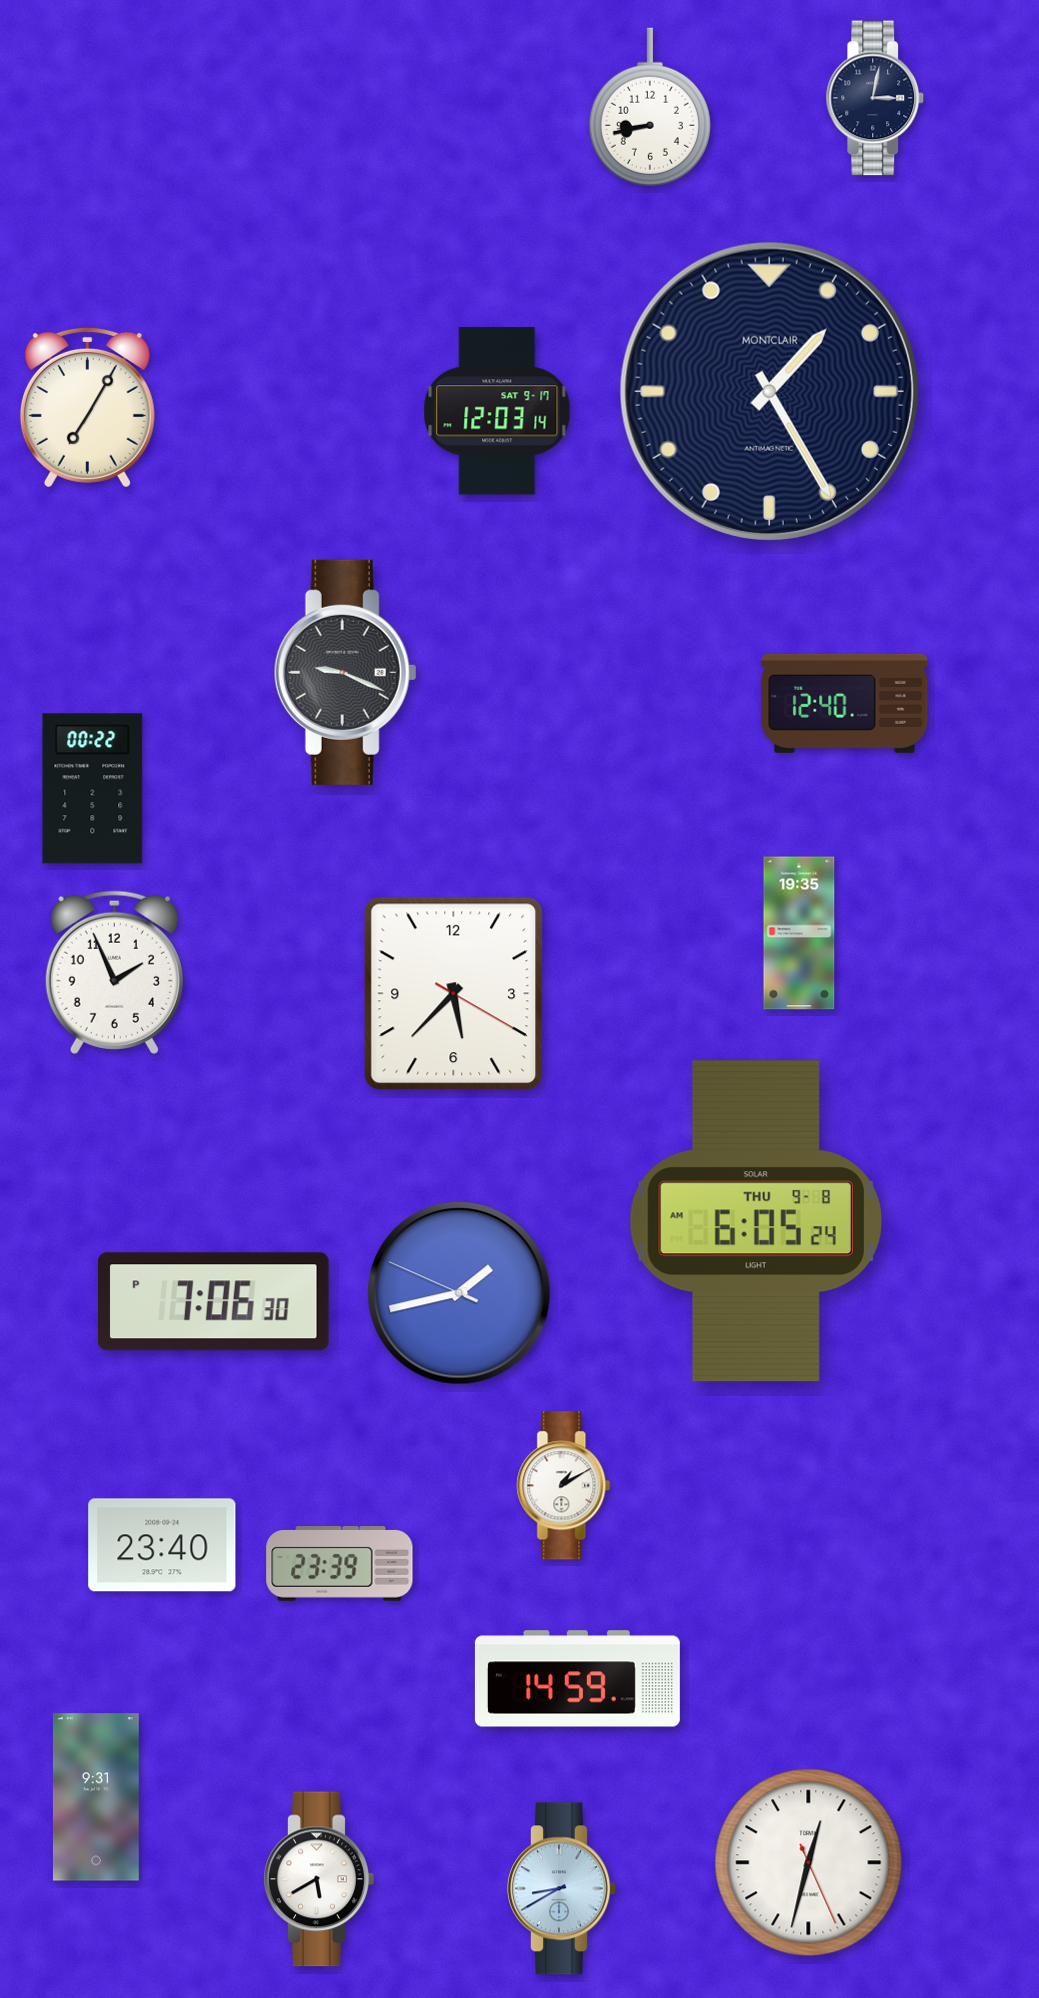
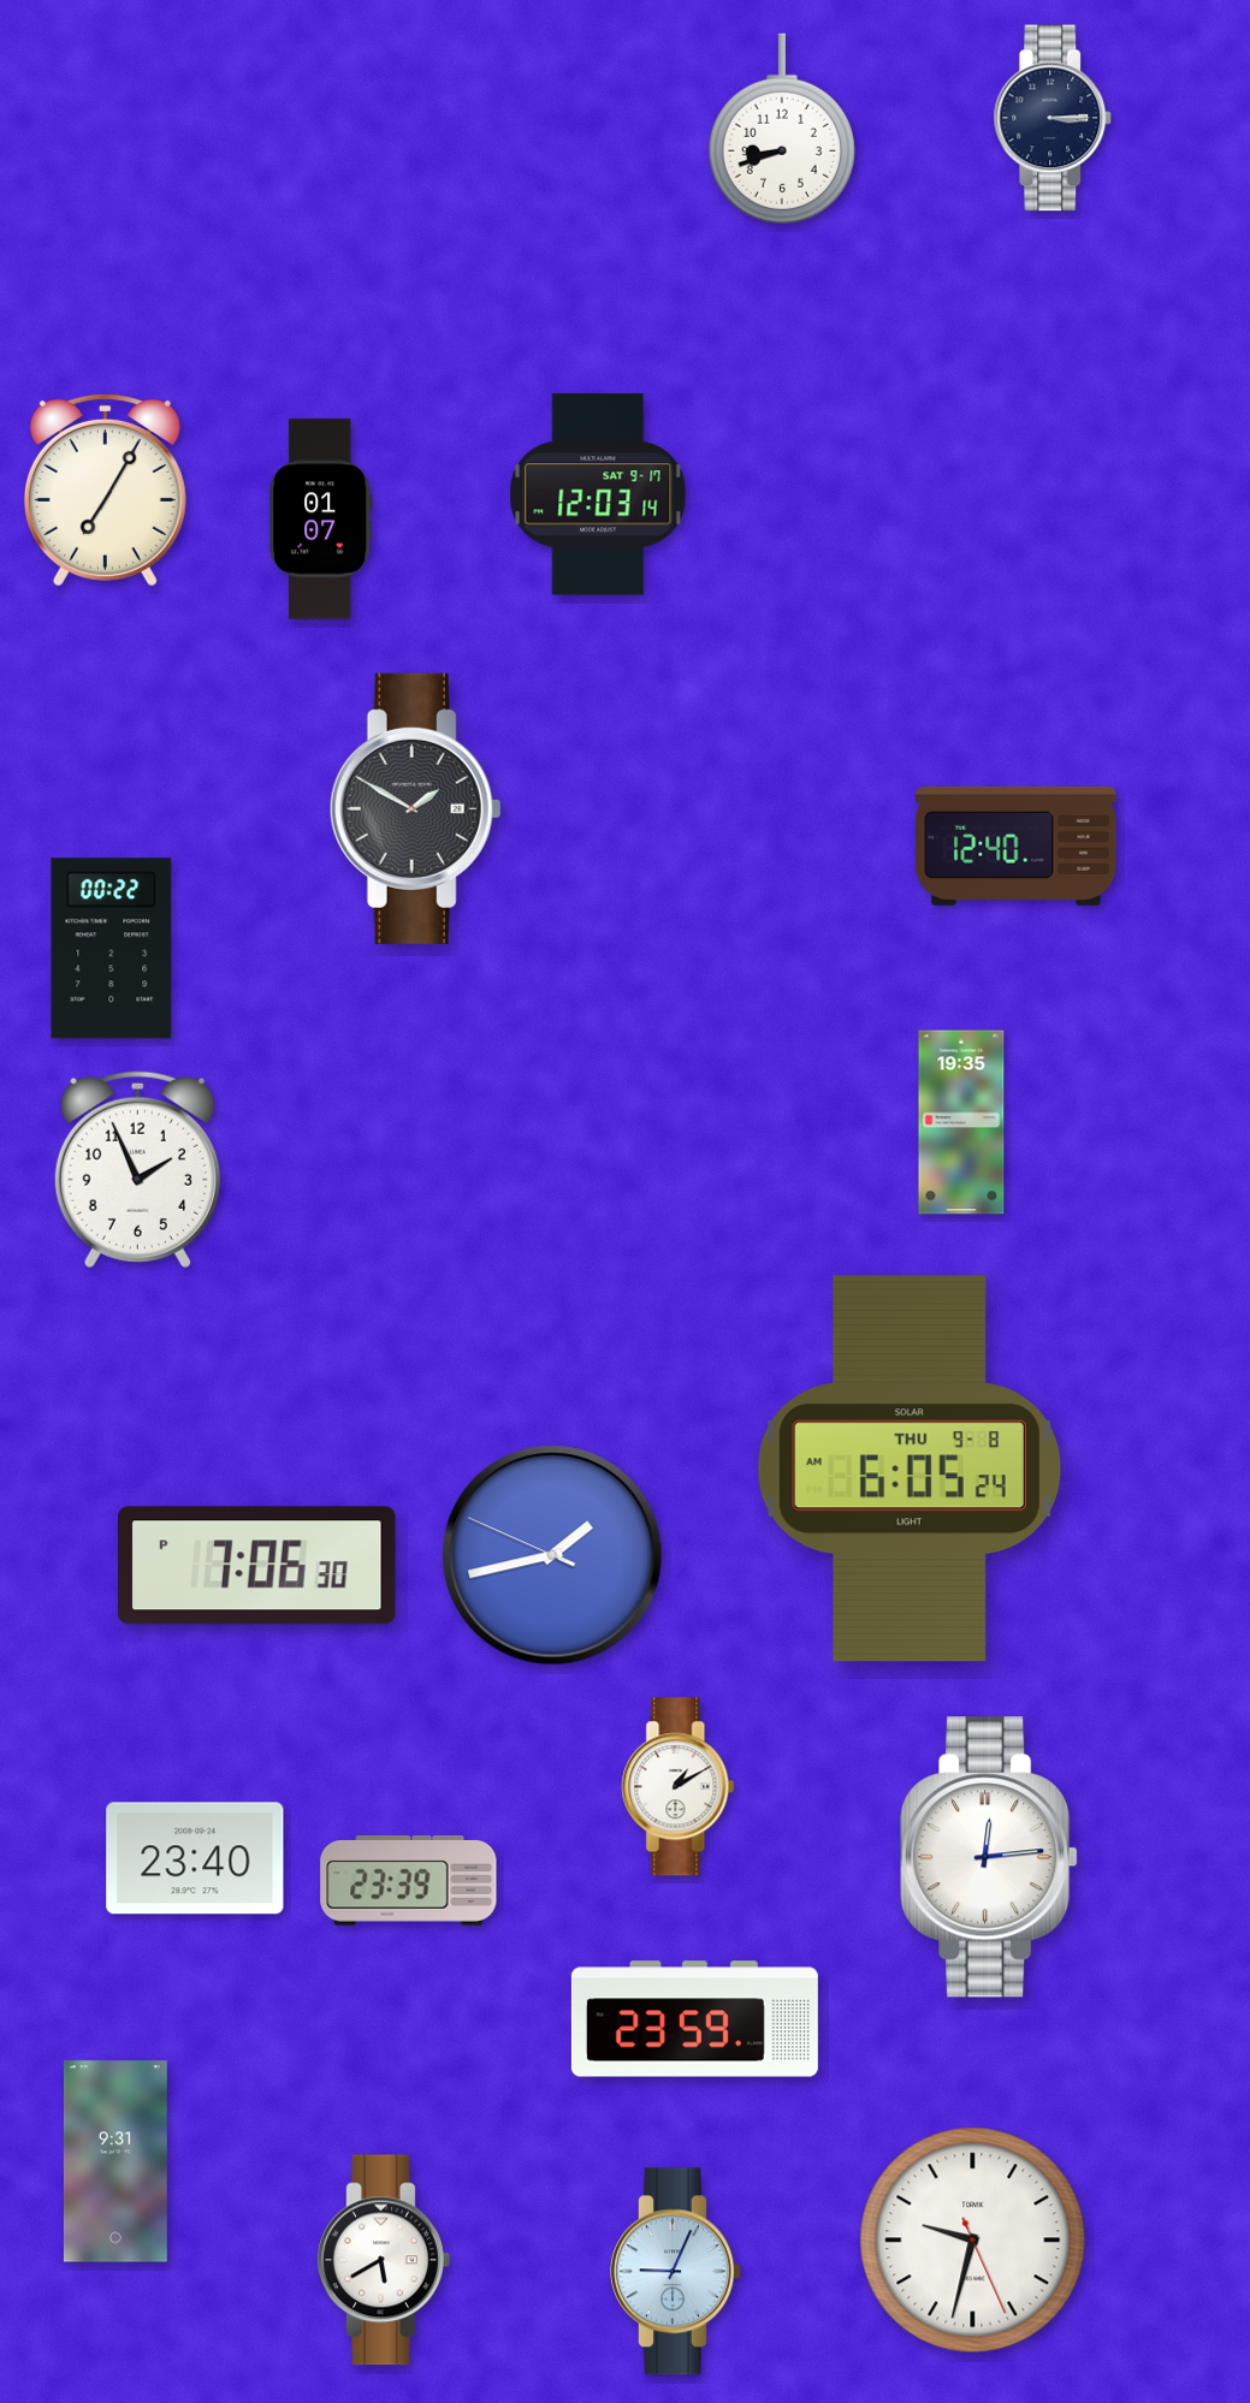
clock at (875, 98): 3:02 -> 3:15
clock at (650, 107): 8:43 -> 8:42
clock at (769, 391): 1:25 -> none
clock at (321, 520): none -> 01:07
clock at (345, 672): 9:19 -> 1:50
clock at (454, 994): 5:37 -> none
clock at (990, 1857): none -> 12:14
clock at (577, 1679): 14:59 -> 23:59
clock at (809, 1863): 12:32 -> 9:32
clock at (562, 1889): 8:40 -> 9:04
